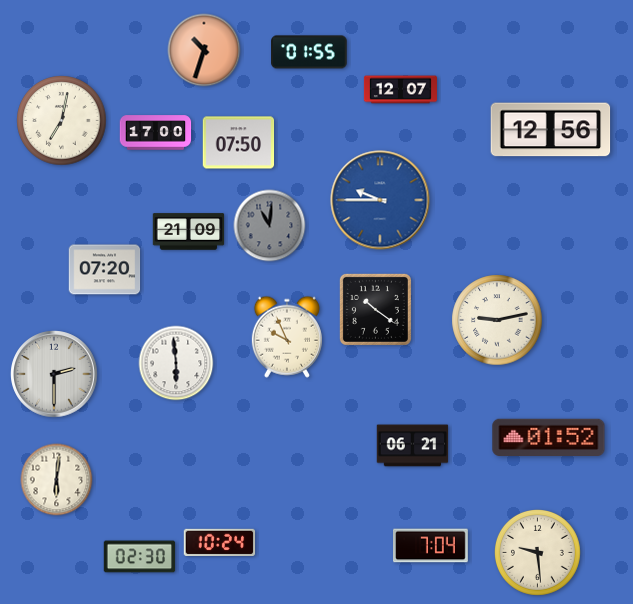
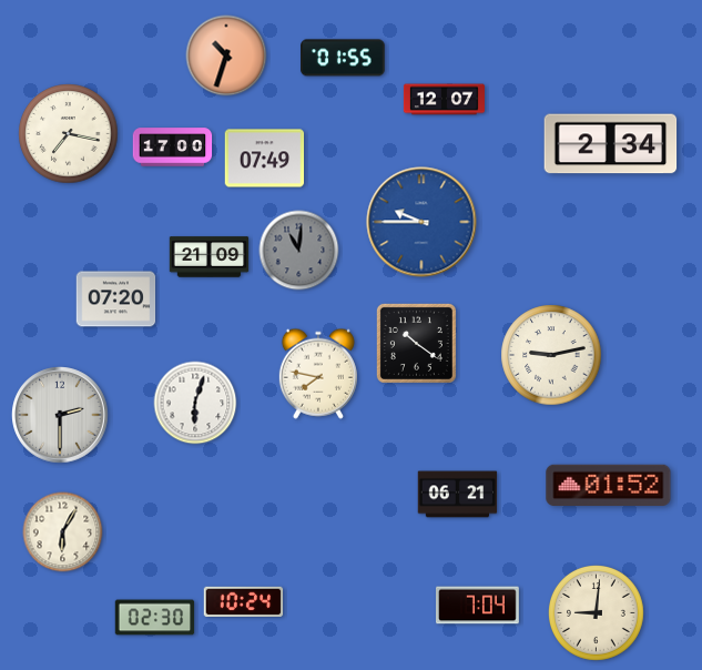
clock at (62, 121): 7:02 -> 7:17
clock at (551, 130): 12:56 -> 2:34
clock at (239, 143): 07:50 -> 07:49
clock at (287, 337): 9:56 -> 7:47
clock at (176, 363): 5:59 -> 6:03
clock at (57, 480): 6:01 -> 6:05
clock at (538, 553): 9:29 -> 9:01
